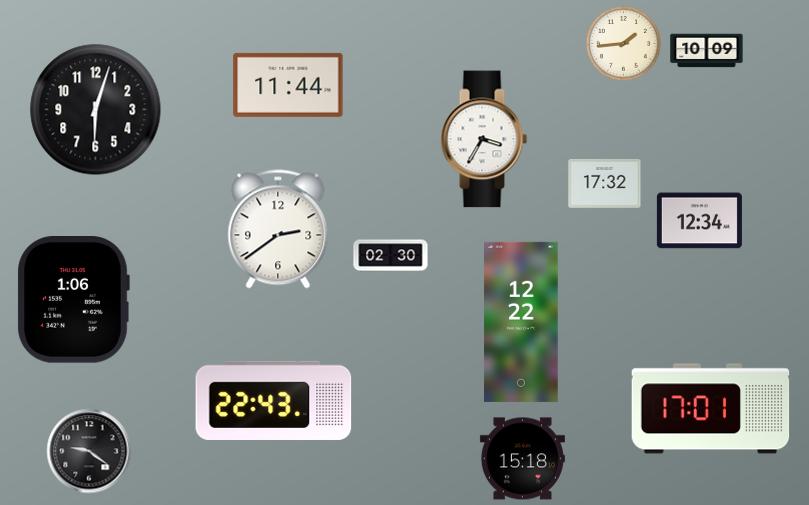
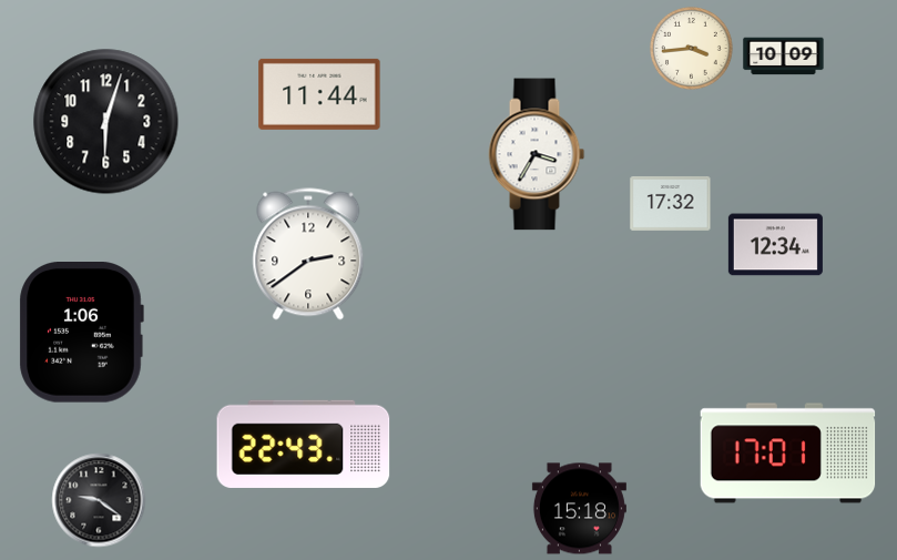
clock at (624, 44): 1:44 -> 3:44
clock at (391, 256): 02:30 -> none
clock at (521, 322): 12:22 -> none
